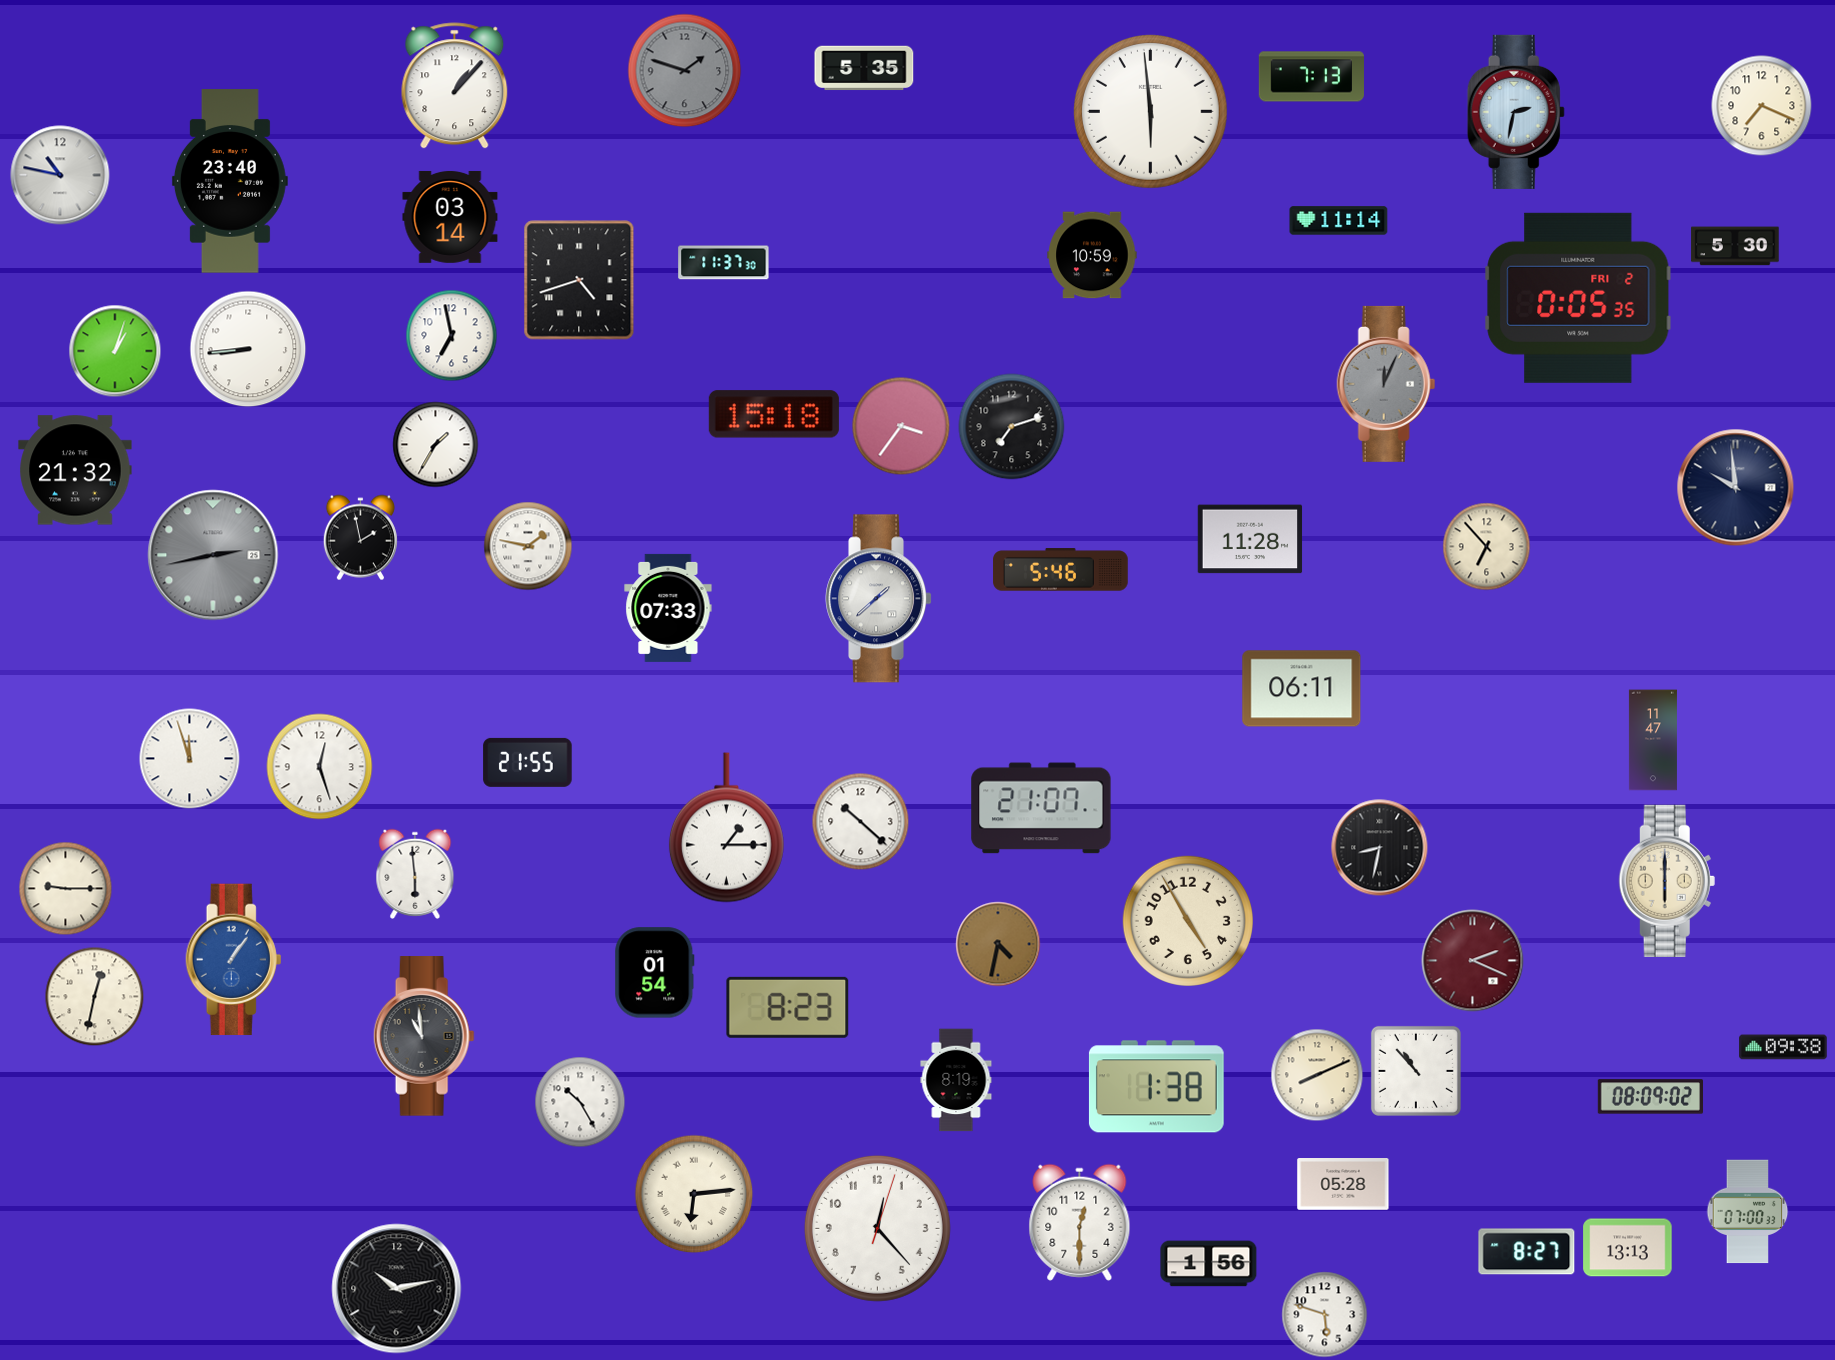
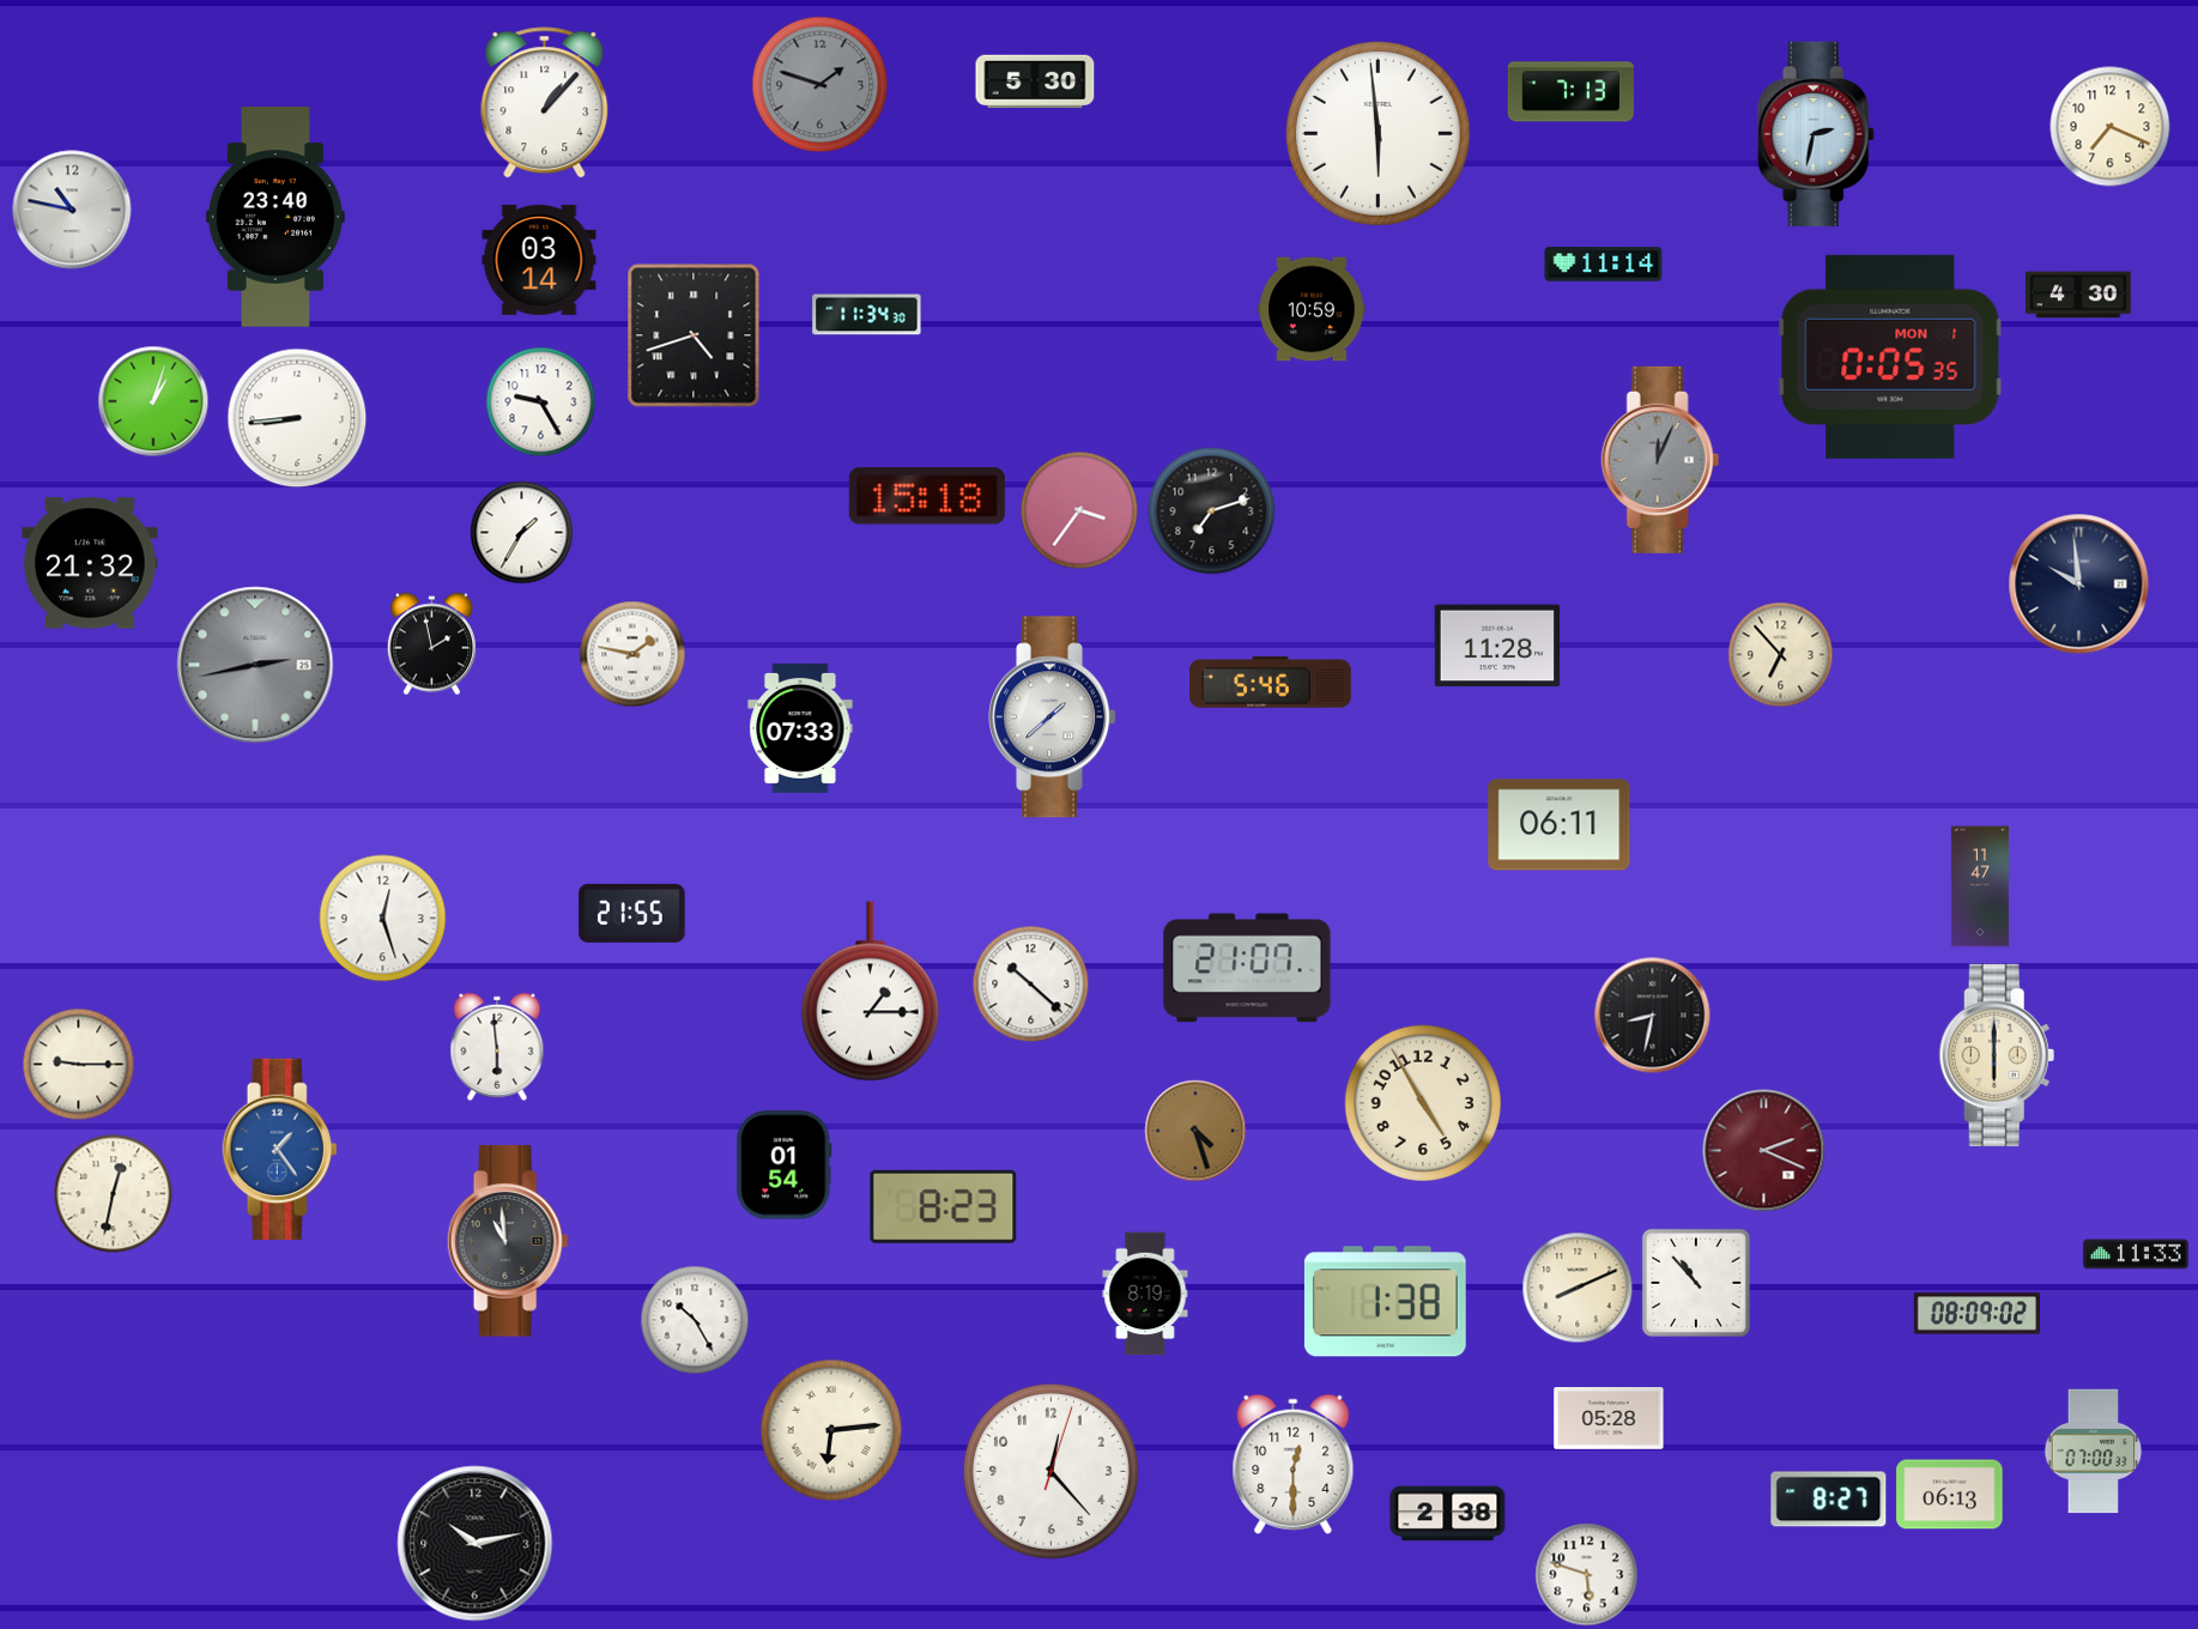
clock at (864, 68): 5:35 -> 5:30
clock at (1735, 246): 5:30 -> 4:30
clock at (1092, 255) position: (1092, 255) -> (1312, 309)
clock at (724, 263): 11:37 -> 11:34
clock at (1578, 298) date: FRI 2 -> MON 1
clock at (452, 336): 6:58 -> 9:25
clock at (115, 351) position: (115, 351) -> (153, 401)
clock at (190, 759): 11:57 -> none
clock at (998, 944): 4:32 -> 4:27
clock at (234, 960): 1:06 -> 1:24
clock at (1783, 1047): 09:38 -> 11:33
clock at (1628, 1248): 13:13 -> 06:13
clock at (1209, 1264): 1:56 -> 2:38
